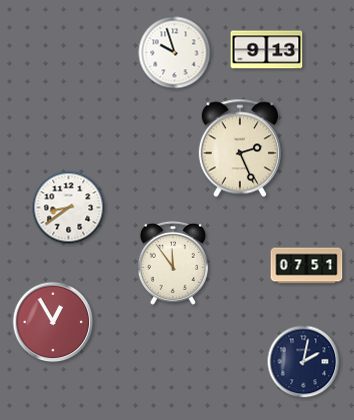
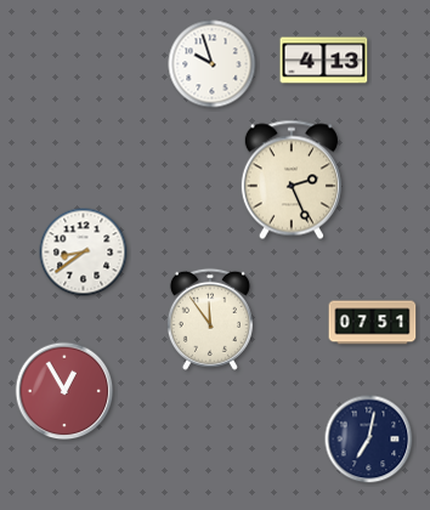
clock at (267, 50): 9:13 -> 4:13
clock at (304, 362): 2:02 -> 7:02
